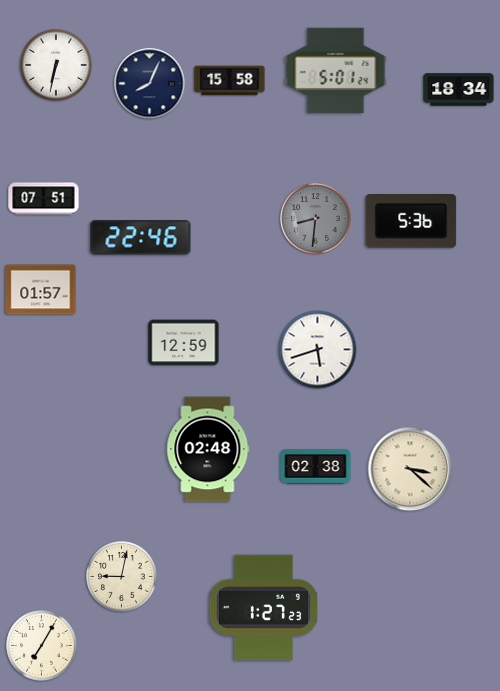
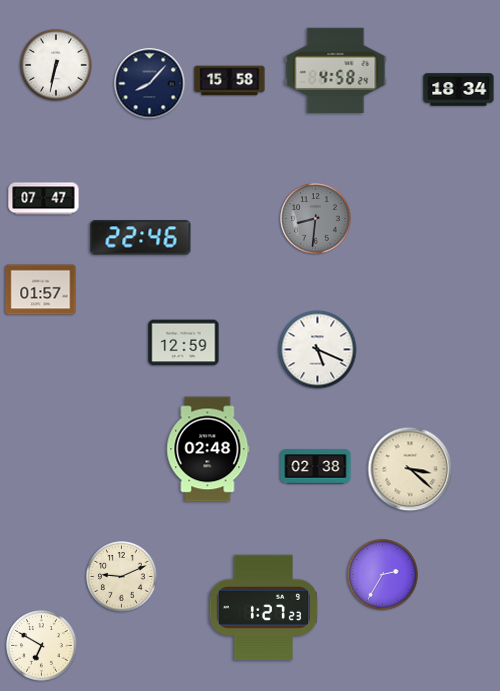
clock at (336, 70): 5:01 -> 4:58
clock at (150, 84): 8:04 -> 8:07
clock at (44, 199): 07:51 -> 07:47
clock at (411, 222): 5:36 -> none
clock at (318, 350): 5:42 -> 5:19
clock at (383, 575): none -> 2:35
clock at (122, 577): 9:02 -> 9:11
clock at (42, 646): 7:05 -> 6:50
